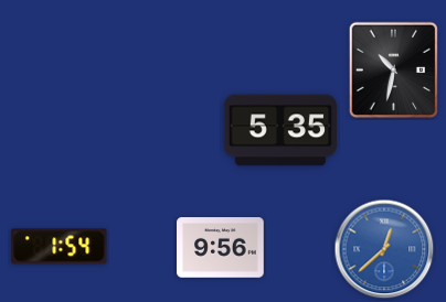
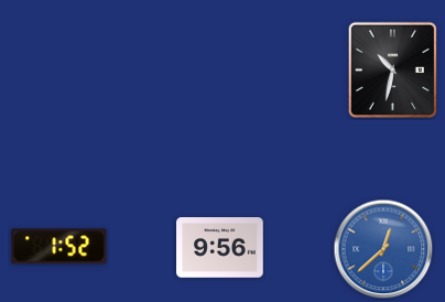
clock at (280, 130): 5:35 -> none
clock at (60, 247): 1:54 -> 1:52
